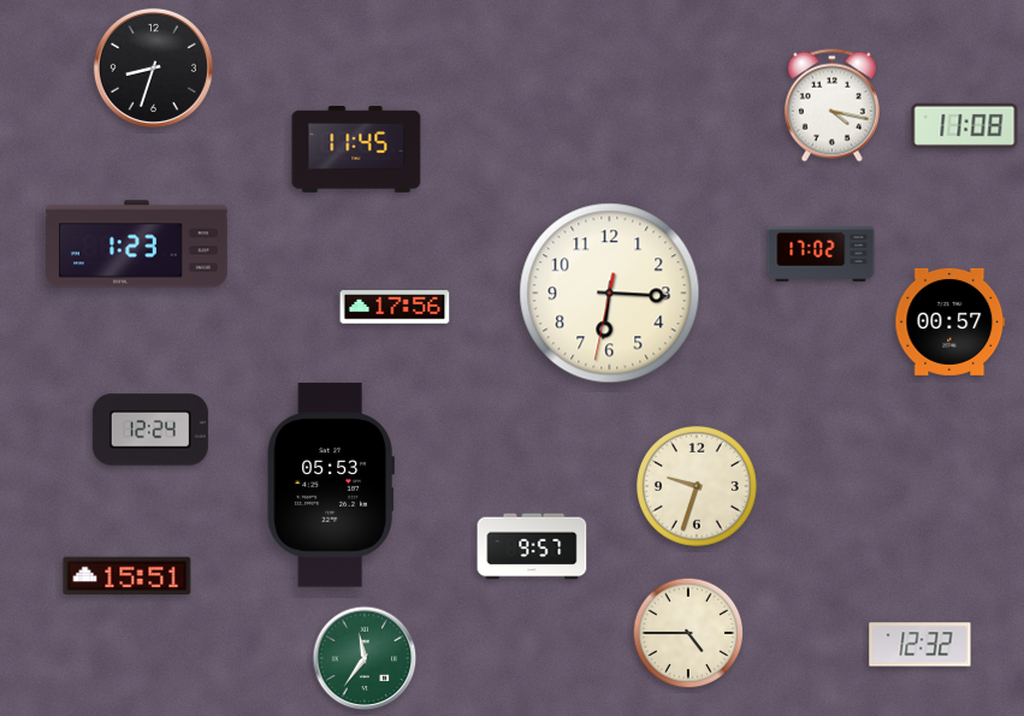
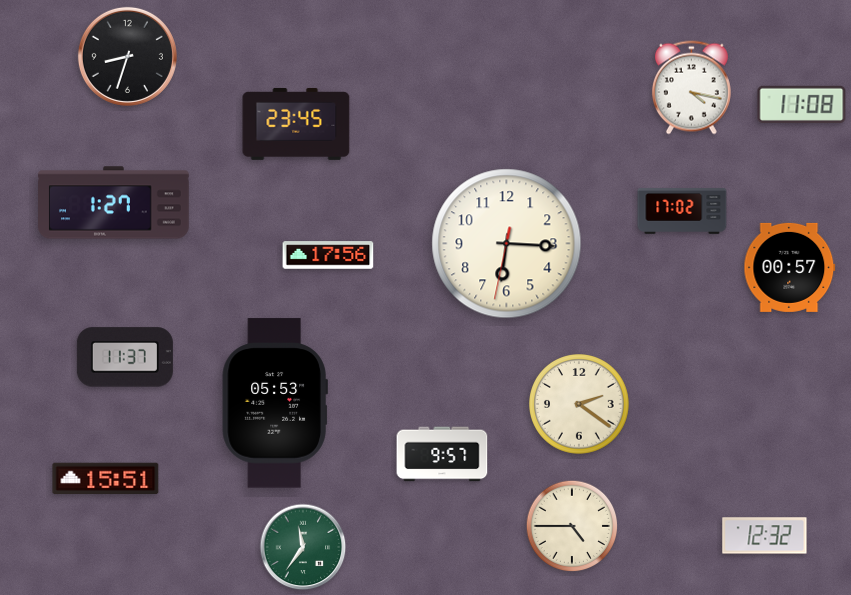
clock at (356, 149): 11:45 -> 23:45
clock at (137, 244): 1:23 -> 1:27
clock at (150, 430): 12:24 -> 11:37
clock at (698, 487): 9:33 -> 2:21
